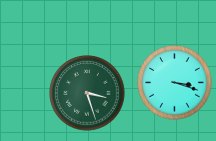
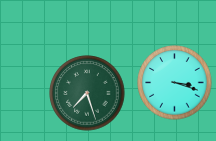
clock at (87, 93): 3:27 -> 7:27
